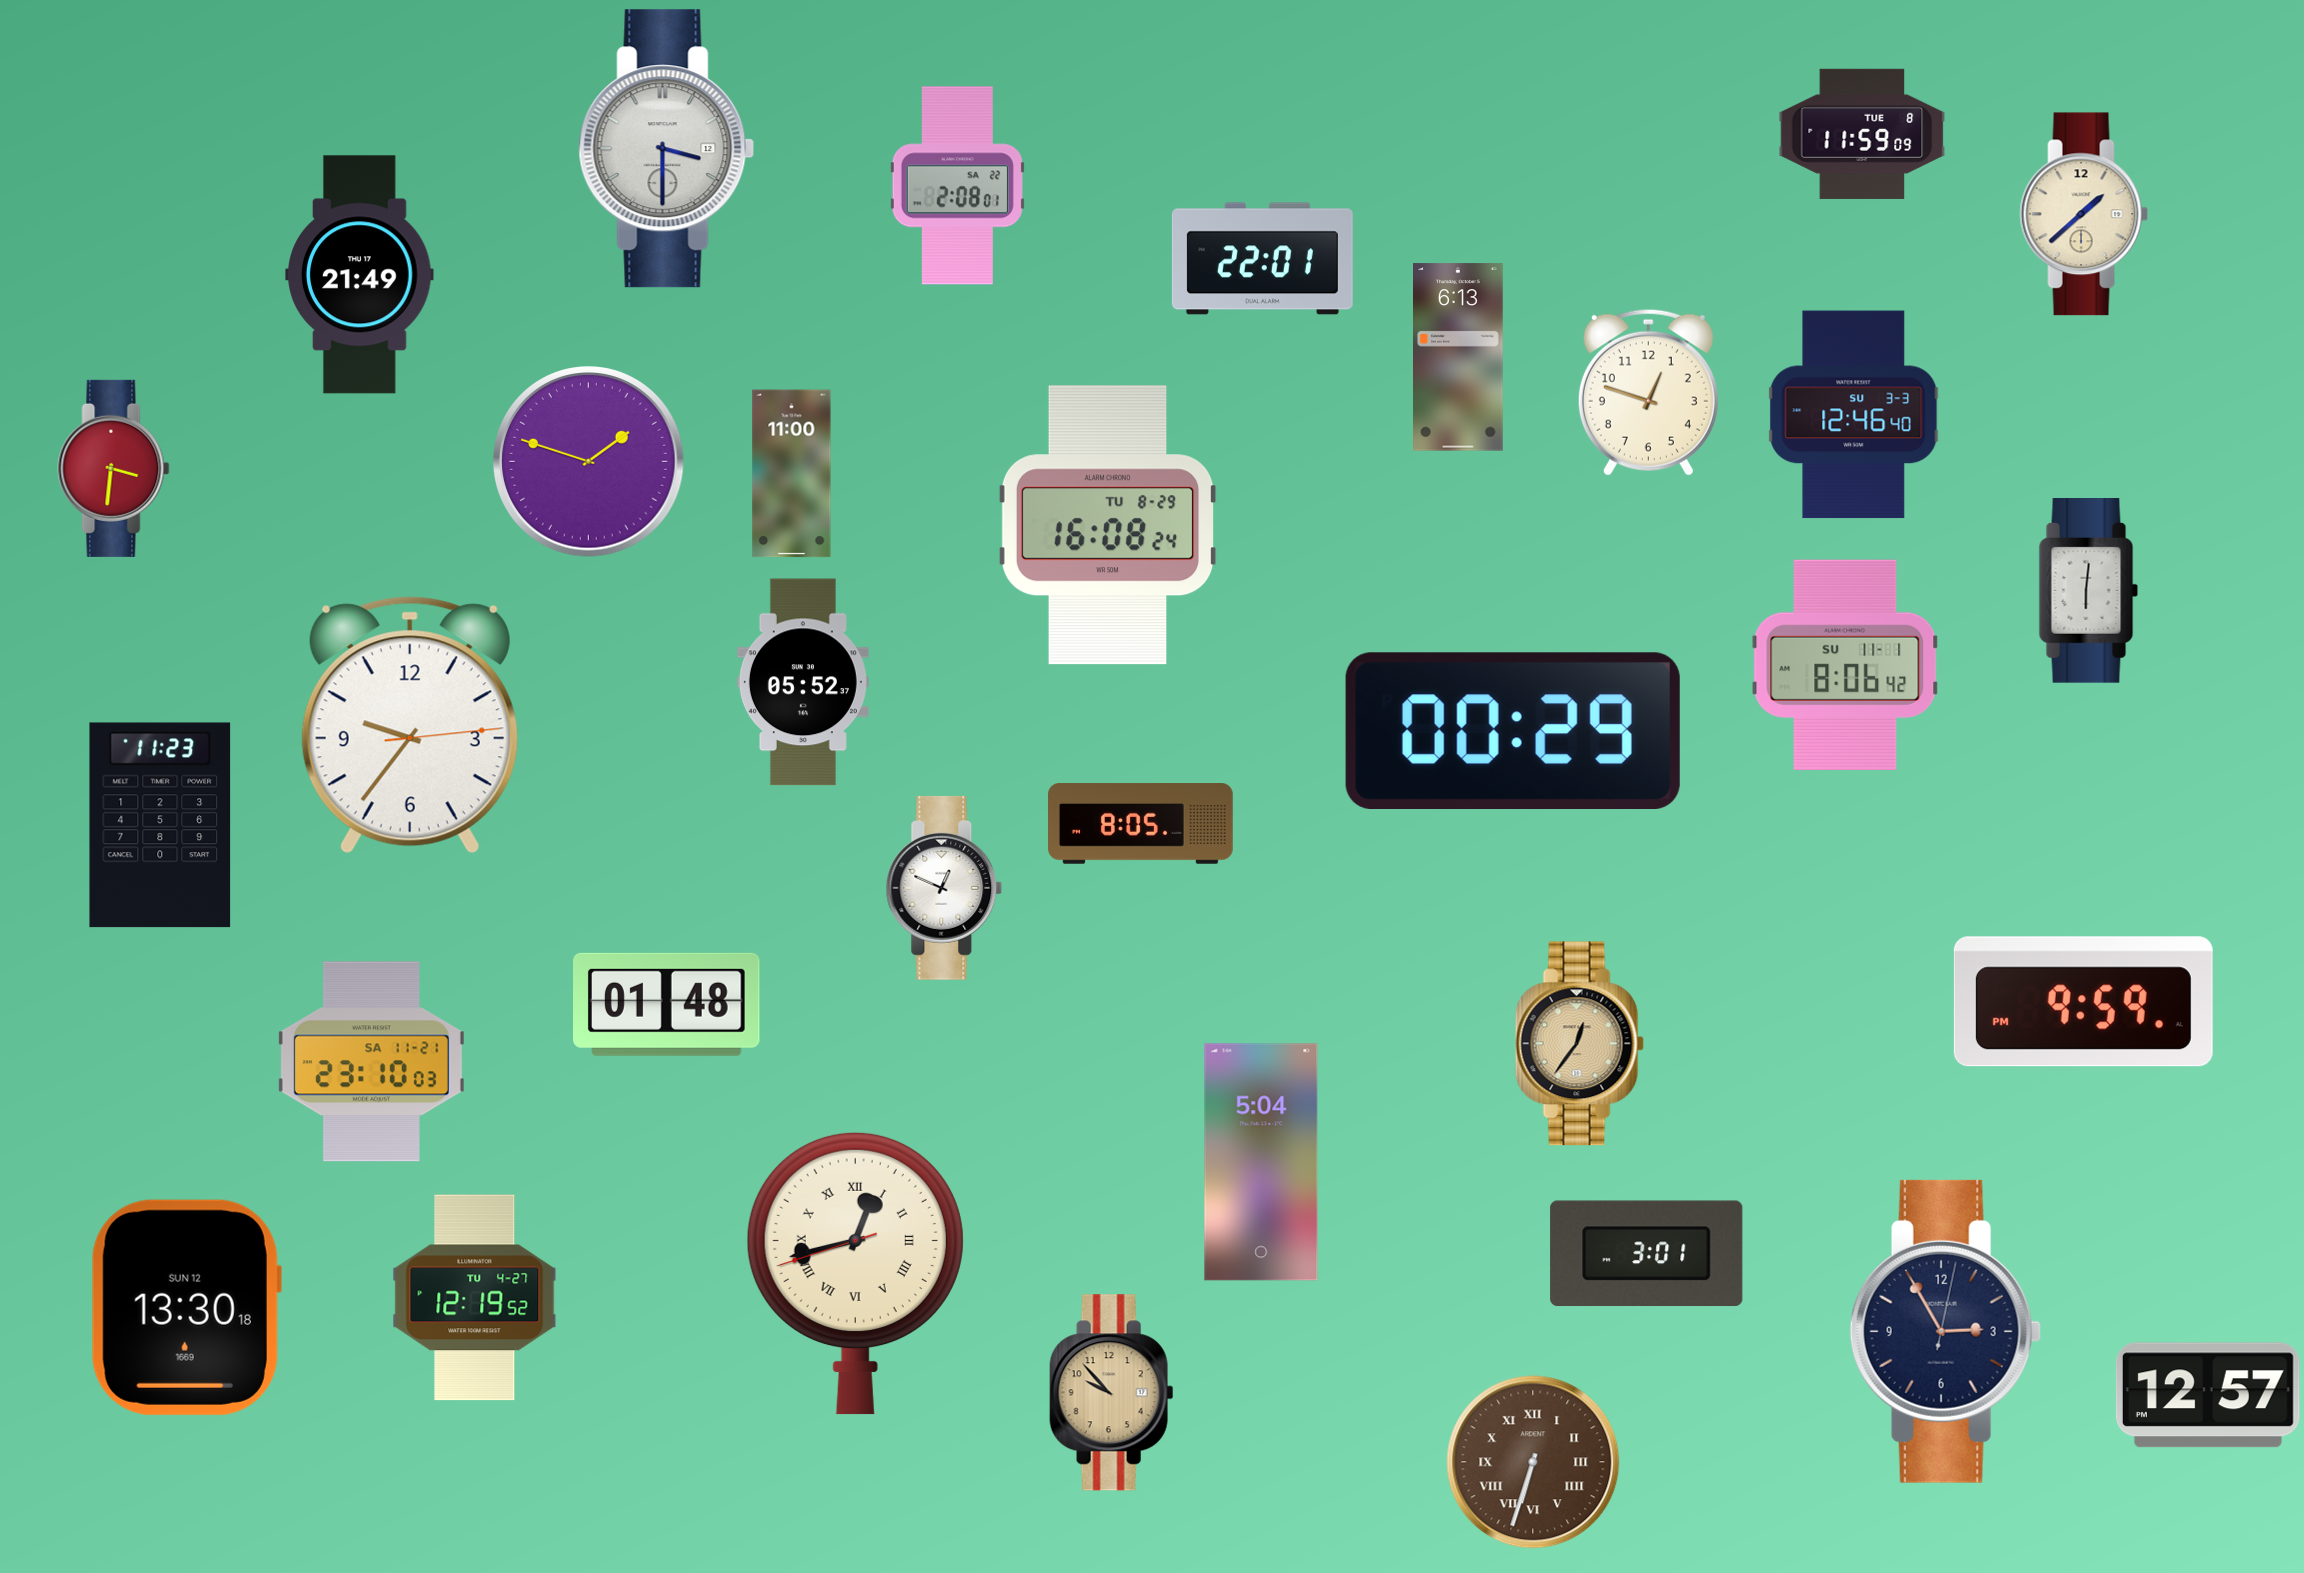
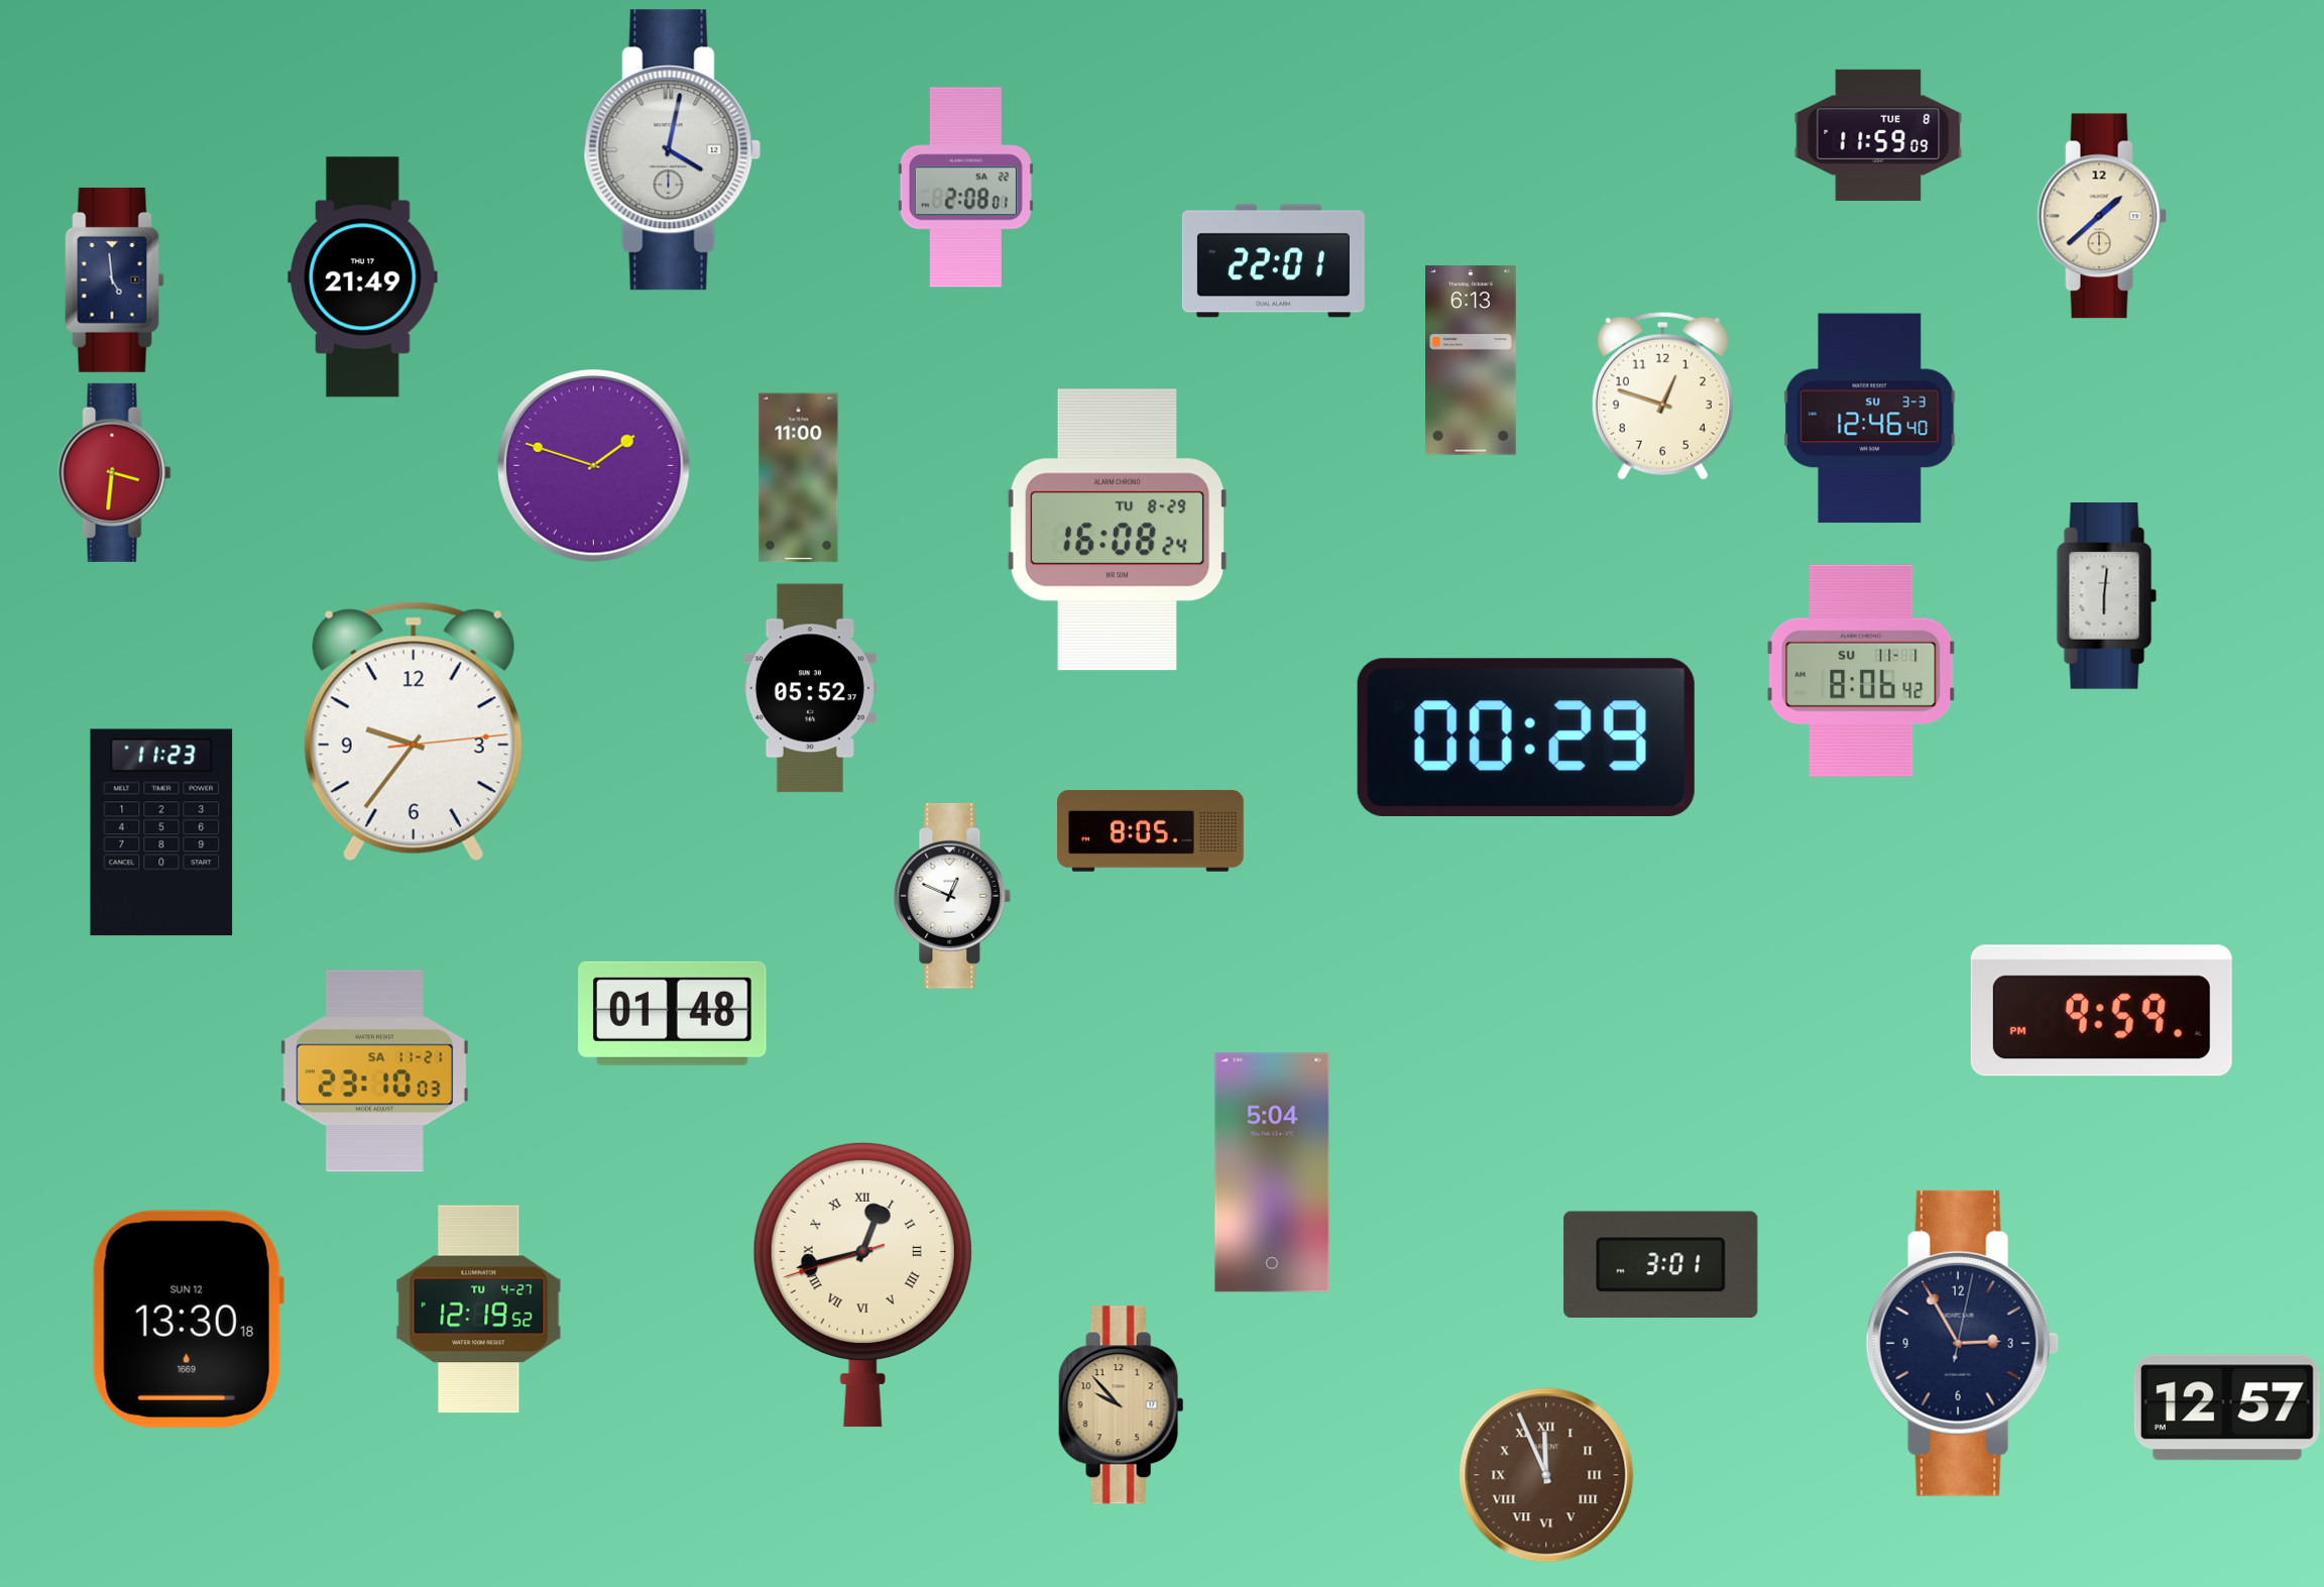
clock at (667, 149): 3:30 -> 4:02
clock at (115, 279): none -> 4:59
clock at (1579, 1044): 12:36 -> none
clock at (1533, 1462): 6:33 -> 11:56
